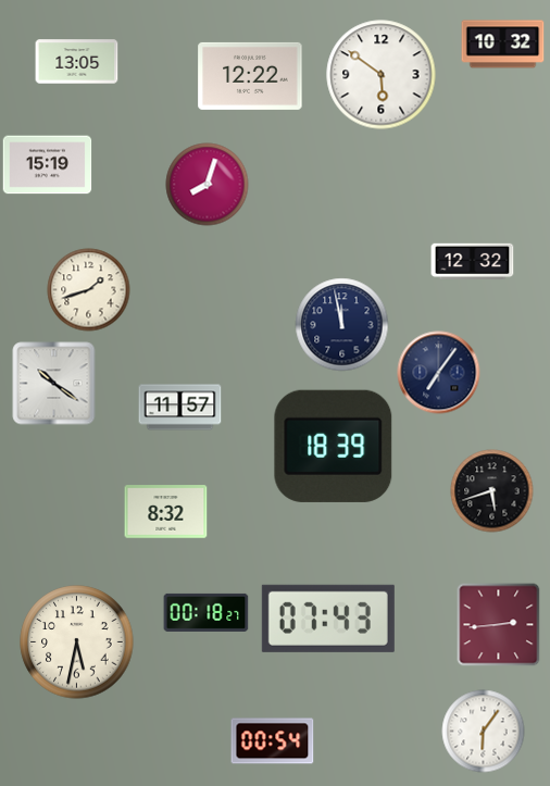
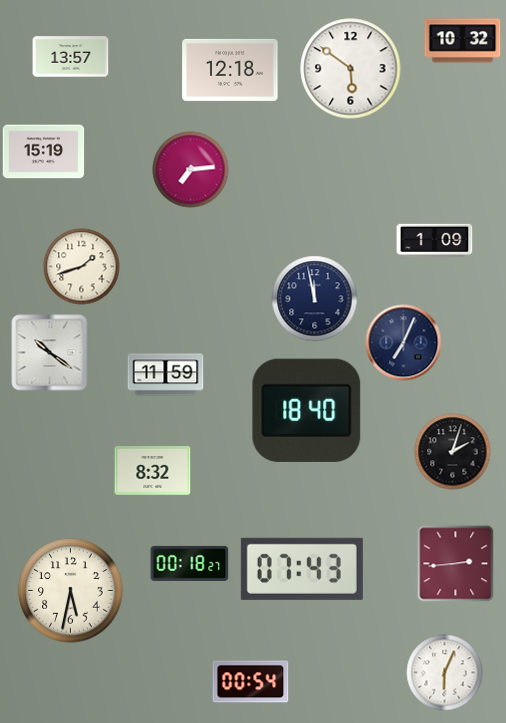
clock at (77, 62): 13:05 -> 13:57
clock at (250, 76): 12:22 -> 12:18
clock at (208, 185): 8:03 -> 7:14
clock at (473, 262): 12:32 -> 1:09
clock at (439, 373): 7:06 -> 7:04
clock at (180, 408): 11:57 -> 11:59
clock at (334, 446): 18:39 -> 18:40
clock at (492, 491): 5:42 -> 2:03
clock at (499, 625) position: (499, 625) -> (456, 564)
clock at (484, 732): 6:06 -> 6:04
